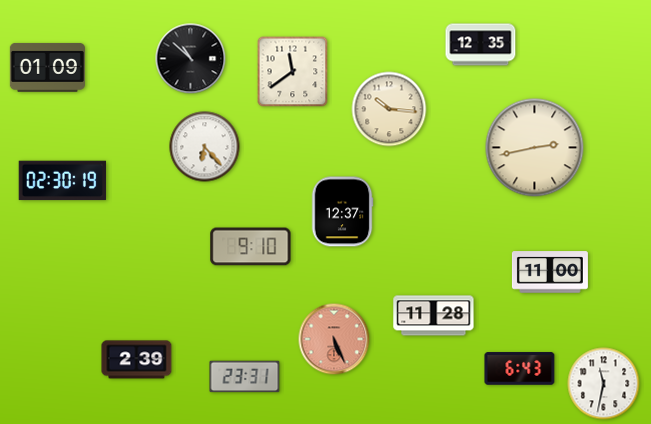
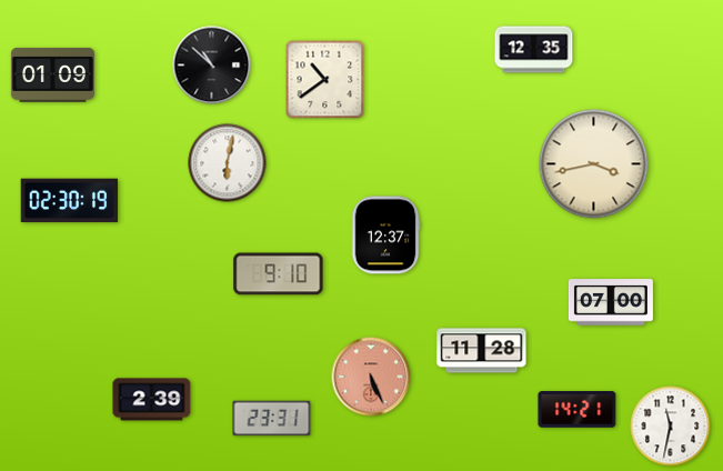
clock at (293, 72): 11:39 -> 10:39
clock at (389, 109): 10:16 -> none
clock at (205, 147): 6:23 -> 6:02
clock at (535, 148): 2:43 -> 3:43
clock at (342, 212) position: (342, 212) -> (385, 235)
clock at (550, 272): 11:00 -> 07:00
clock at (520, 369): 6:43 -> 14:21
